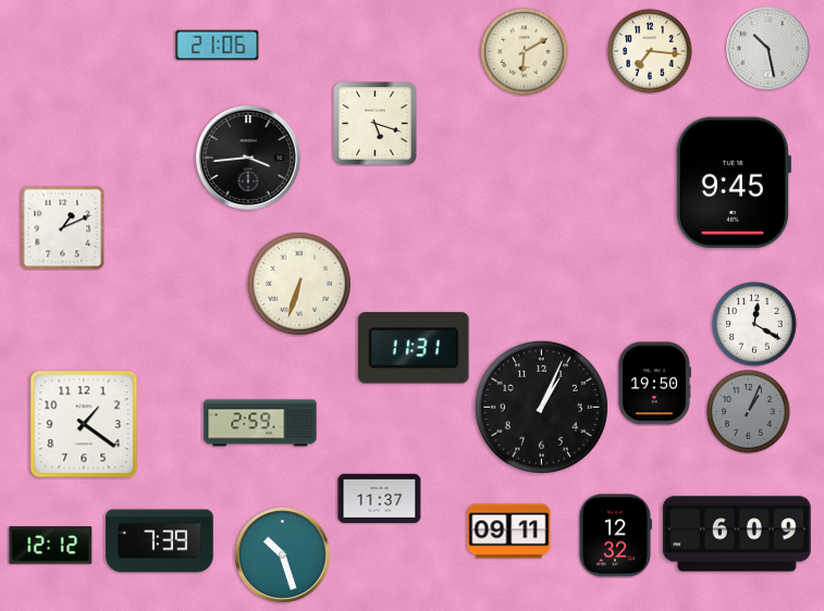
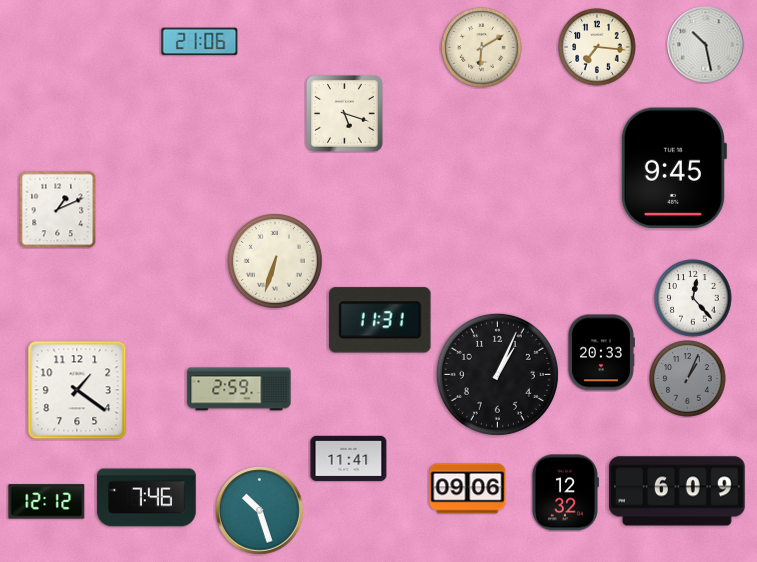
clock at (248, 158): 3:44 -> none
clock at (754, 324): 12:20 -> 12:23
clock at (654, 384): 19:50 -> 20:33
clock at (380, 499): 11:37 -> 11:41
clock at (509, 532): 09:11 -> 09:06
clock at (160, 541): 7:39 -> 7:46
